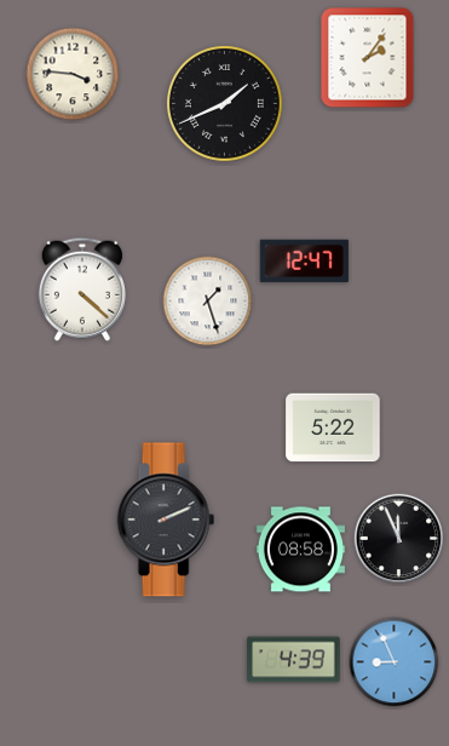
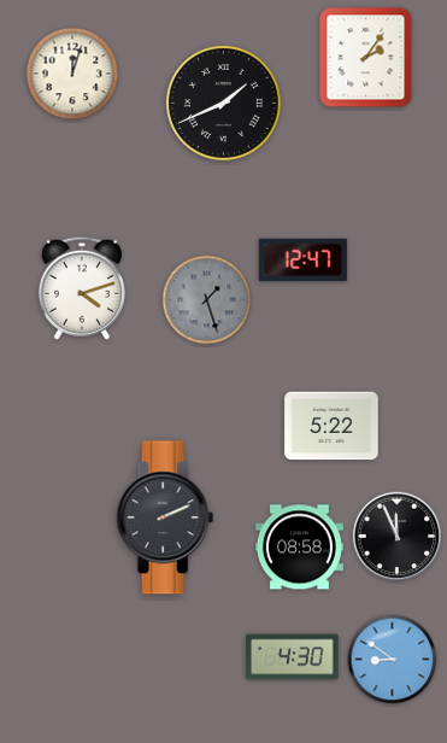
clock at (73, 74): 3:46 -> 12:03
clock at (82, 289): 4:22 -> 4:12
clock at (208, 302) dial: white -> grey
clock at (294, 660): 4:39 -> 4:30
clock at (395, 662): 8:56 -> 8:51
